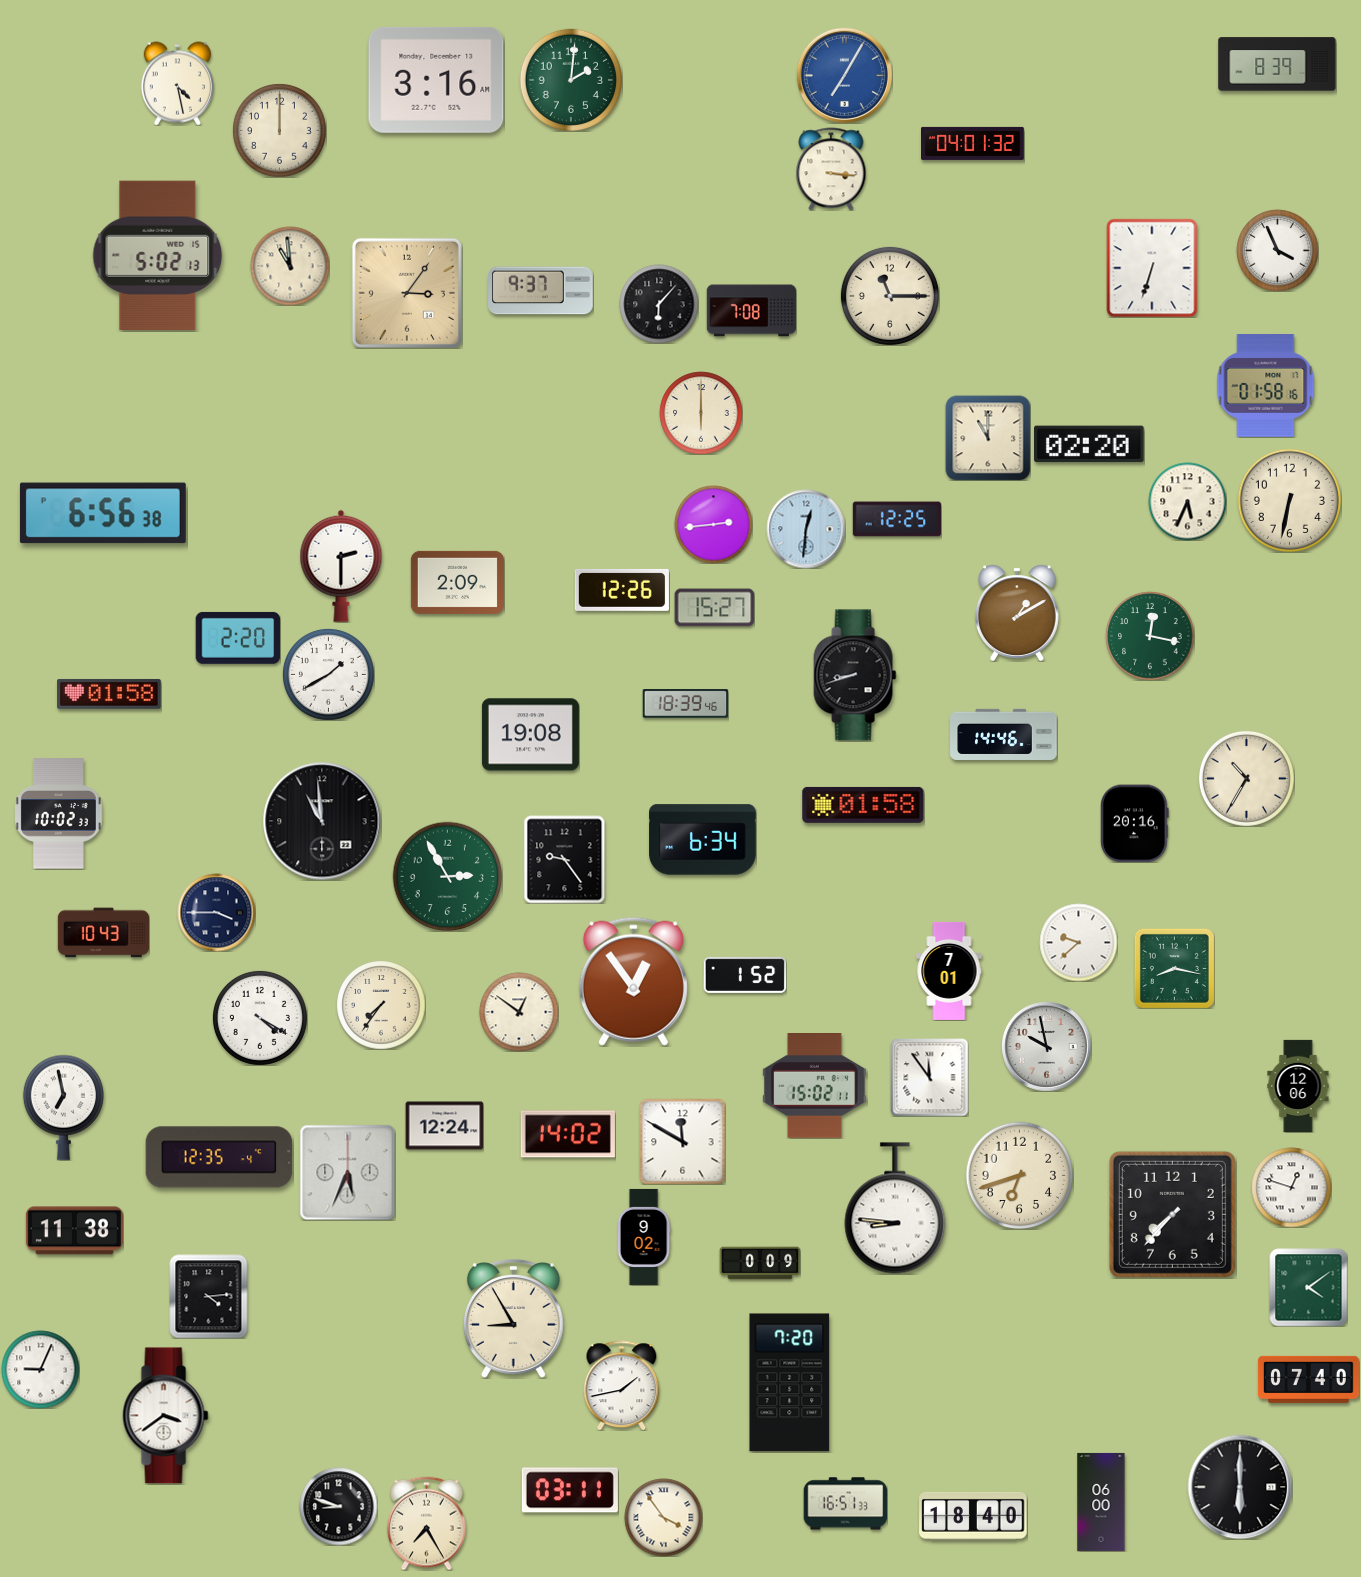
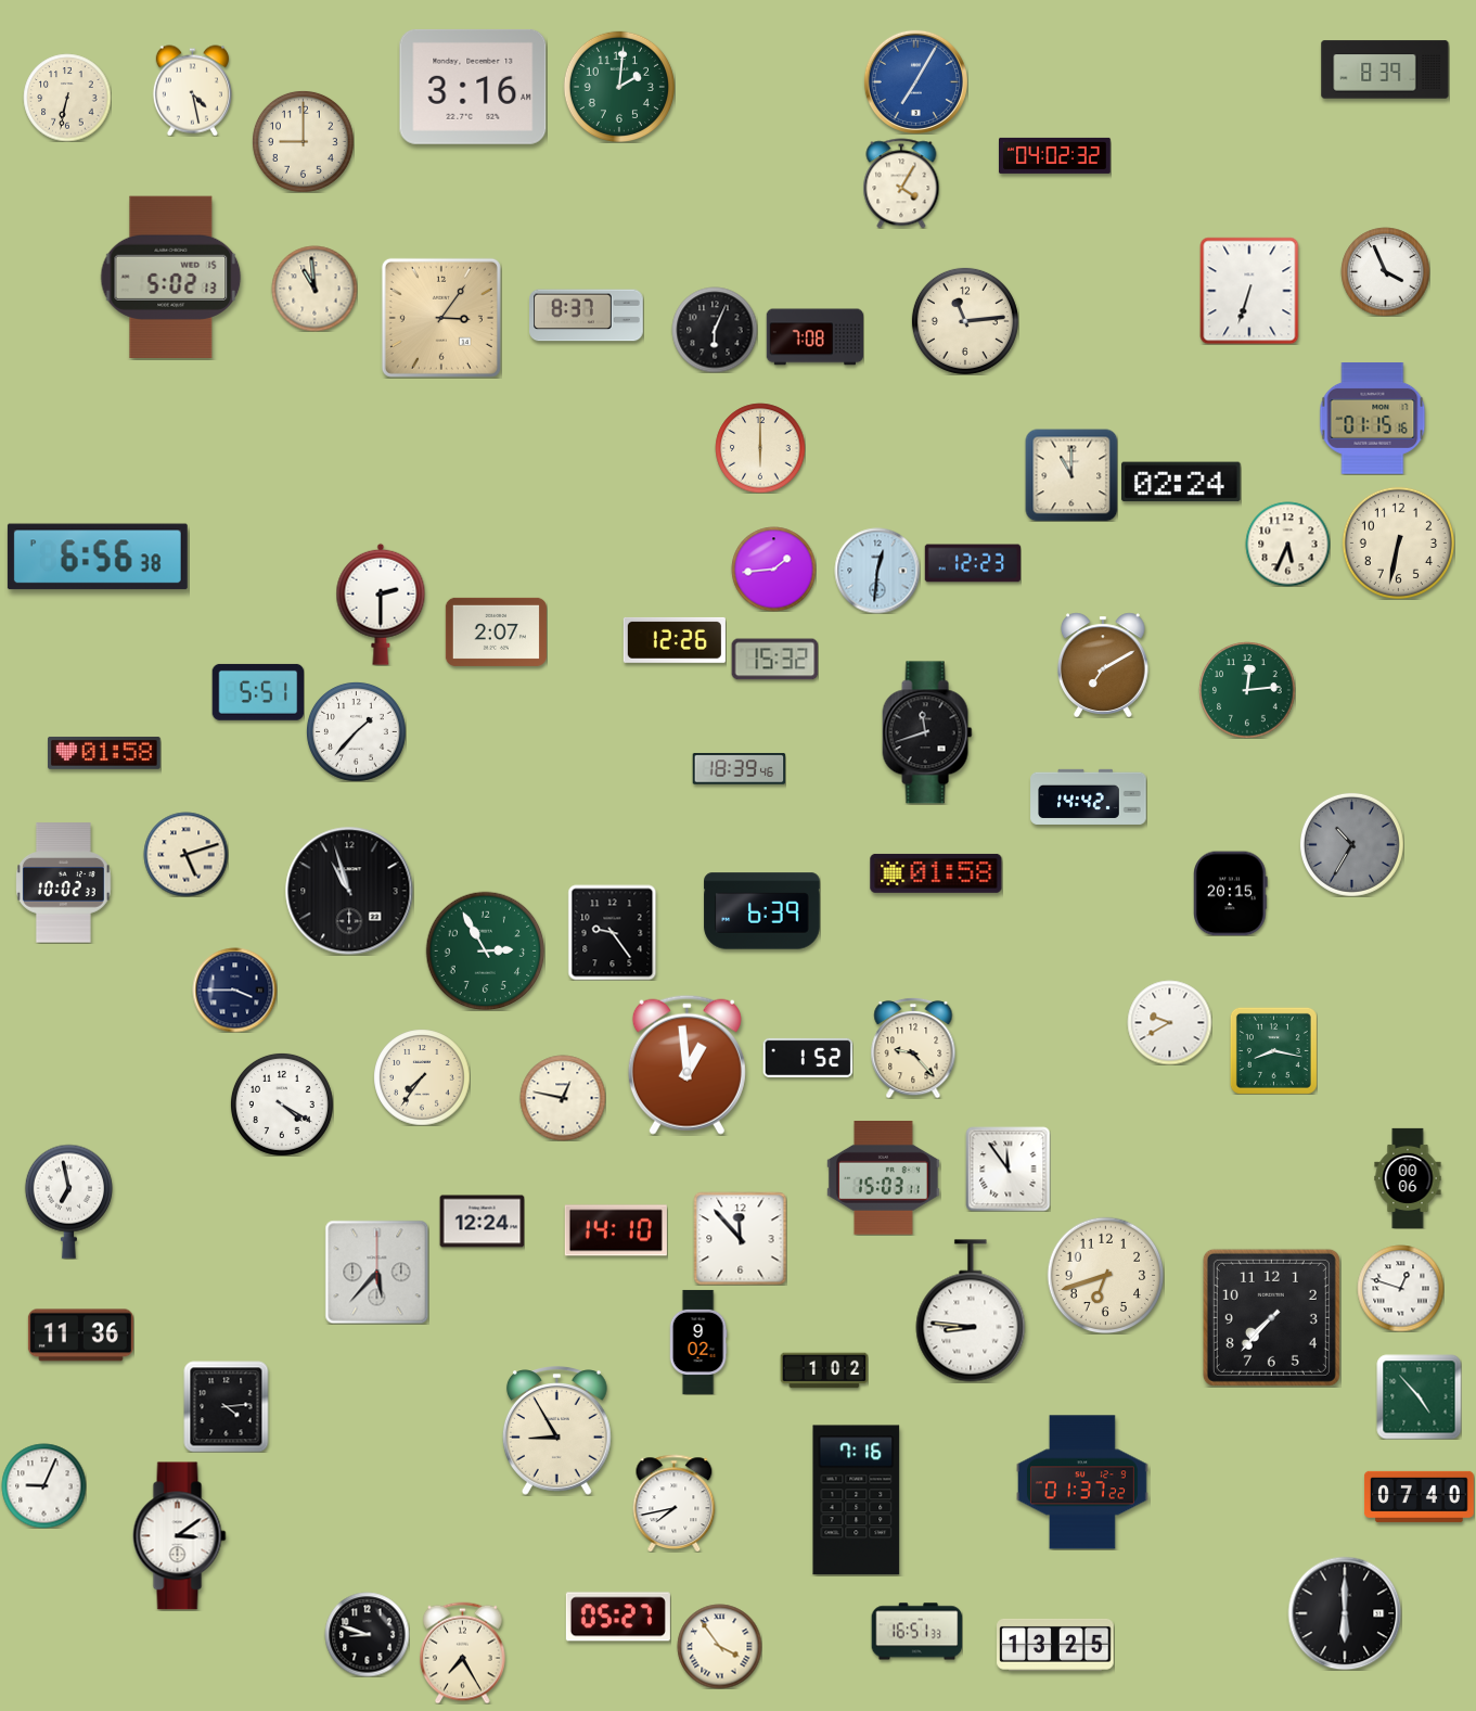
clock at (67, 98): none -> 6:32
clock at (279, 130): 12:00 -> 9:00
clock at (973, 143): 04:01 -> 04:02
clock at (831, 169): 3:16 -> 4:05
clock at (541, 291): 9:37 -> 8:37
clock at (890, 296): 11:15 -> 11:14
clock at (659, 304): 6:07 -> 6:04
clock at (1266, 386): 01:58 -> 01:15
clock at (1089, 444): 02:20 -> 02:24
clock at (103, 513) position: (103, 513) -> (98, 557)
clock at (897, 519): 12:25 -> 12:23
clock at (713, 524): 2:44 -> 1:44
clock at (806, 529) position: (806, 529) -> (877, 571)
clock at (341, 566) position: (341, 566) -> (381, 604)
clock at (457, 582): 2:09 -> 2:07
clock at (714, 608): 15:27 -> 15:32
clock at (1017, 613): 1:10 -> 7:10
clock at (1150, 636): 12:17 -> 12:14
clock at (238, 638): 2:20 -> 5:51
clock at (329, 675): 1:40 -> 1:37
clock at (855, 675): 8:42 -> 11:42
clock at (110, 694) position: (110, 694) -> (105, 753)
clock at (685, 704) position: (685, 704) -> (739, 769)
clock at (1004, 734): 14:46 -> 14:42
clock at (530, 735): 19:08 -> none
clock at (1246, 778) dial: cream -> grey
clock at (185, 854): none -> 5:12
clock at (322, 821): 10:59 -> 10:57
clock at (1135, 823): 20:16 -> 20:15
clock at (703, 840): 6:34 -> 6:39
clock at (103, 933): 10:43 -> none
clock at (1078, 942): 9:38 -> 9:40
clock at (913, 1048): none -> 9:23
clock at (949, 971): 7:01 -> none
clock at (633, 981): 12:54 -> 12:59
clock at (381, 1005) position: (381, 1005) -> (422, 1077)
clock at (519, 1012): 12:51 -> 12:47
clock at (1047, 1047): 9:58 -> none
clock at (1298, 1085): 12:06 -> 00:06
clock at (815, 1086): 15:02 -> 15:03
clock at (568, 1134): 14:02 -> 14:10
clock at (682, 1141): 11:50 -> 11:53
clock at (219, 1157): 12:35 -> none
clock at (347, 1172): 5:34 -> 5:37
clock at (74, 1231): 11:38 -> 11:36
clock at (760, 1263): 0:09 -> 1:02
clock at (1308, 1287): 4:09 -> 4:53
clock at (1082, 1482): none -> 01:37
clock at (790, 1383): 7:20 -> 7:16
clock at (622, 1385): 1:43 -> 7:43
clock at (166, 1416): 3:39 -> 3:09
clock at (570, 1490): 03:11 -> 05:27
clock at (1101, 1502): 06:00 -> none
clock at (973, 1516): 18:40 -> 13:25
